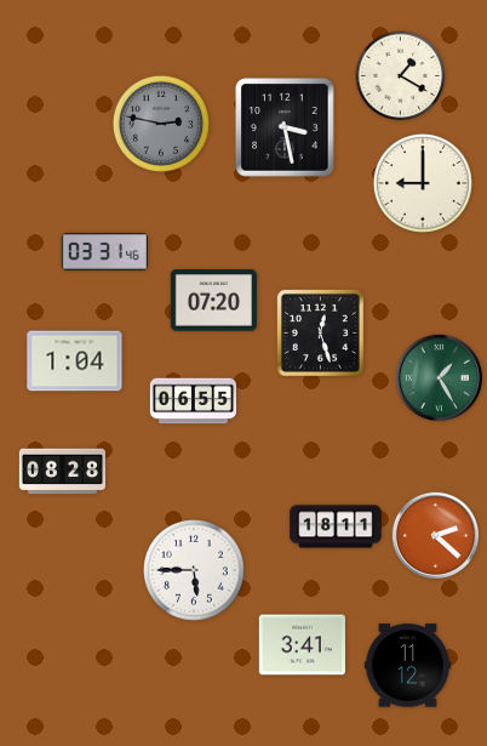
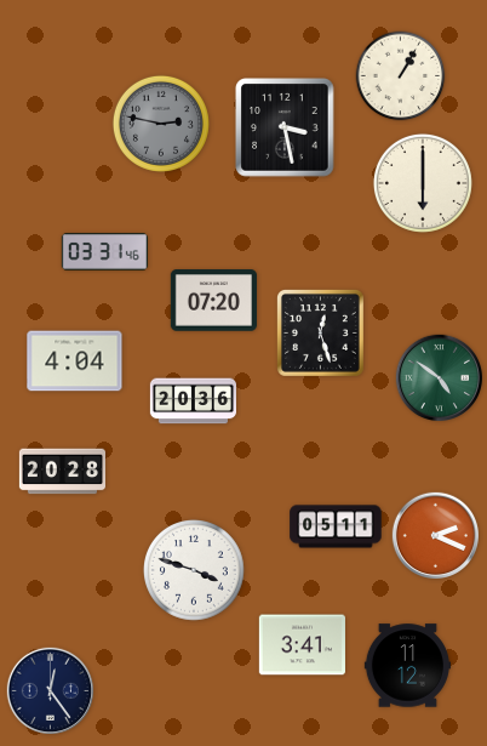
clock at (401, 76): 1:20 -> 1:05
clock at (423, 183): 9:00 -> 6:00
clock at (75, 361): 1:04 -> 4:04
clock at (439, 377): 1:25 -> 4:51
clock at (193, 402): 06:55 -> 20:36
clock at (62, 472): 08:28 -> 20:28
clock at (336, 526): 18:11 -> 05:11
clock at (435, 535): 2:22 -> 2:19
clock at (195, 571): 5:45 -> 3:48
clock at (50, 690): none -> 12:24
